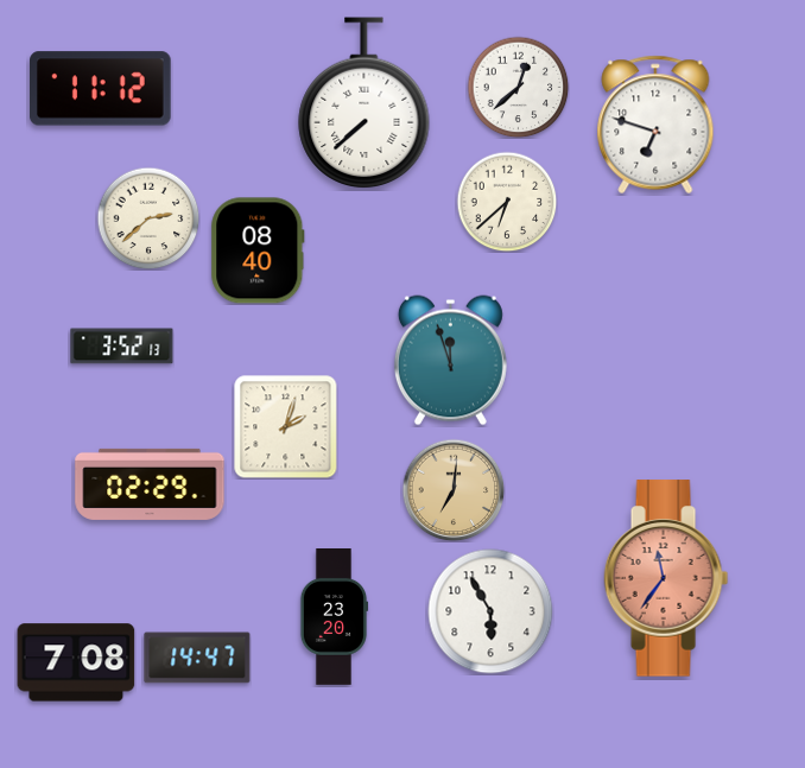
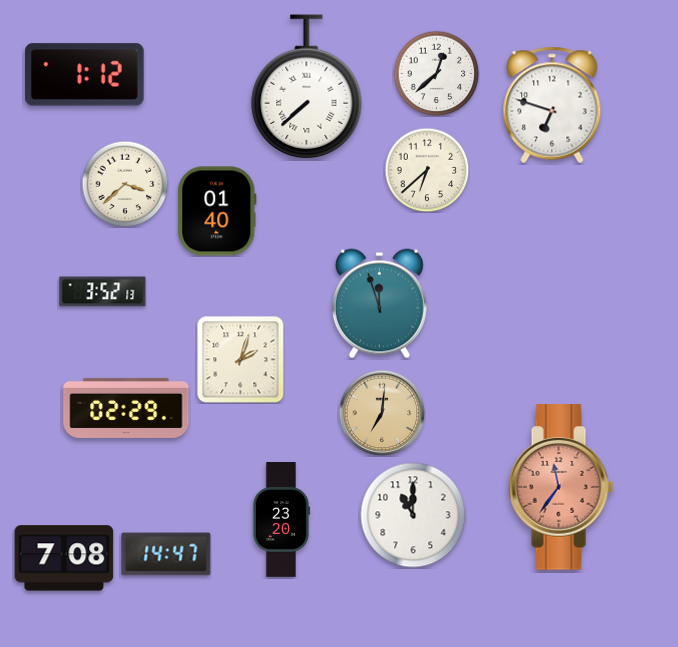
clock at (101, 89): 11:12 -> 1:12
clock at (148, 218): 2:38 -> 3:38
clock at (258, 250): 08:40 -> 01:40
clock at (490, 611): 5:55 -> 11:00
